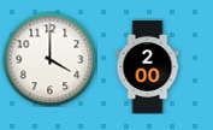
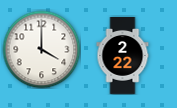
clock at (148, 67): 2:00 -> 2:22
